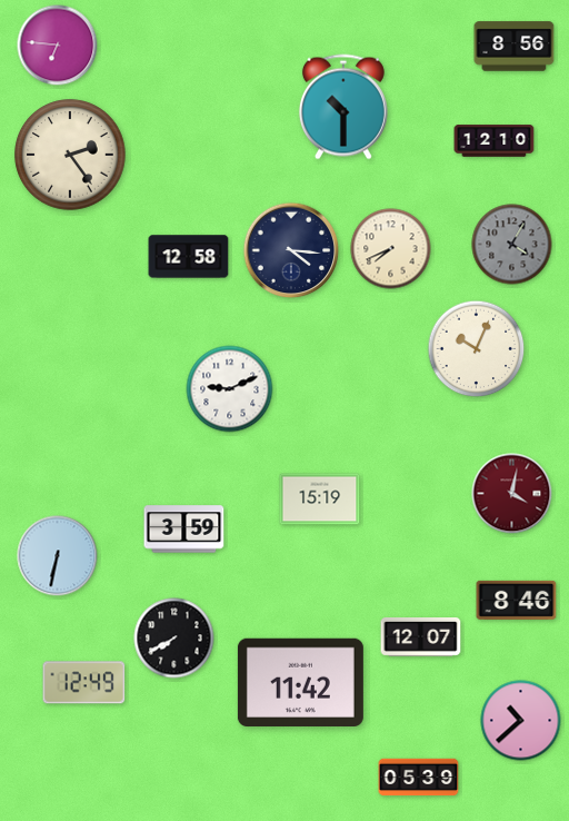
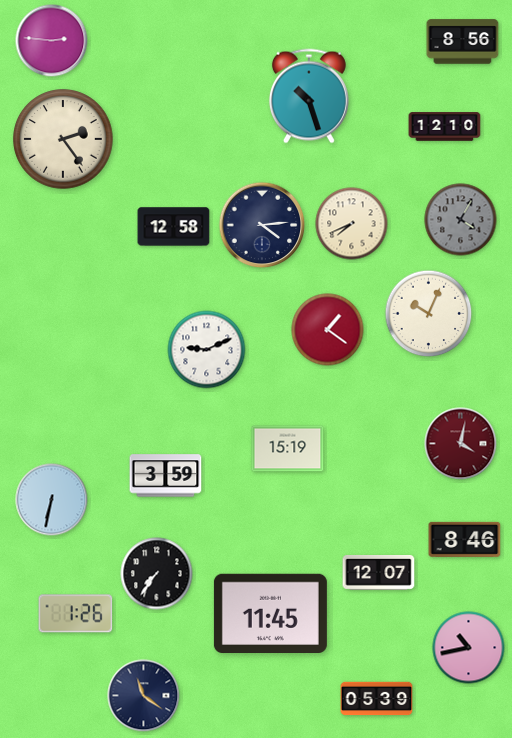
clock at (58, 46): 6:46 -> 2:46
clock at (343, 107): 10:30 -> 10:27
clock at (291, 250): 4:16 -> 4:14
clock at (189, 257) position: (189, 257) -> (174, 227)
clock at (328, 330): none -> 1:21
clock at (174, 639): 7:40 -> 7:36
clock at (300, 682): 11:42 -> 11:45
clock at (84, 683): 12:49 -> 1:26
clock at (521, 721): 10:38 -> 10:43
clock at (144, 696): none -> 11:21
